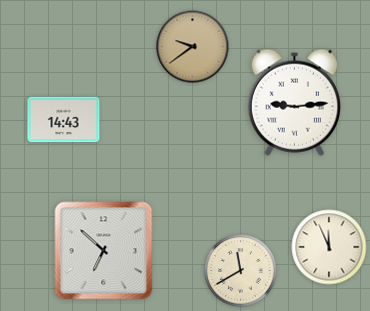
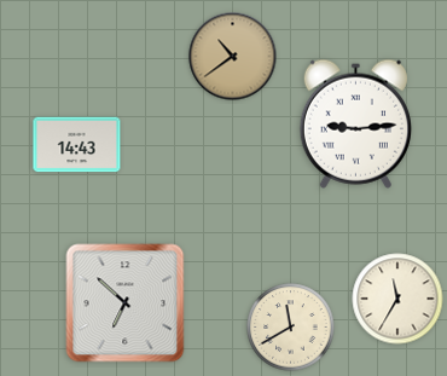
clock at (193, 47): 9:39 -> 10:39
clock at (329, 247): 11:56 -> 11:35
